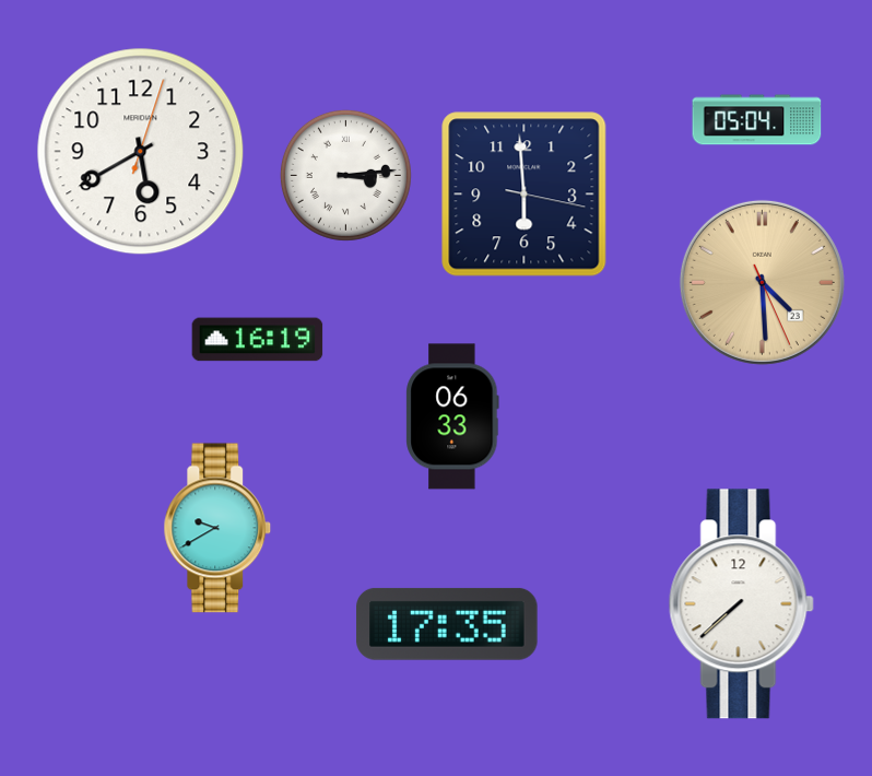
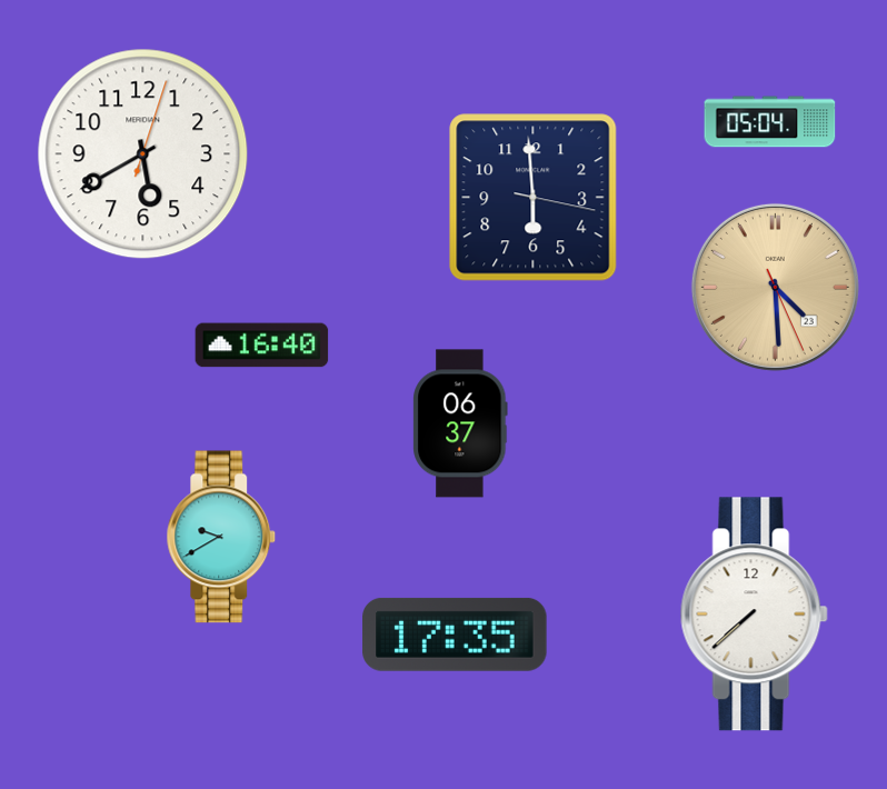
clock at (345, 175): 3:14 -> none
clock at (258, 340): 16:19 -> 16:40
clock at (452, 416): 06:33 -> 06:37
